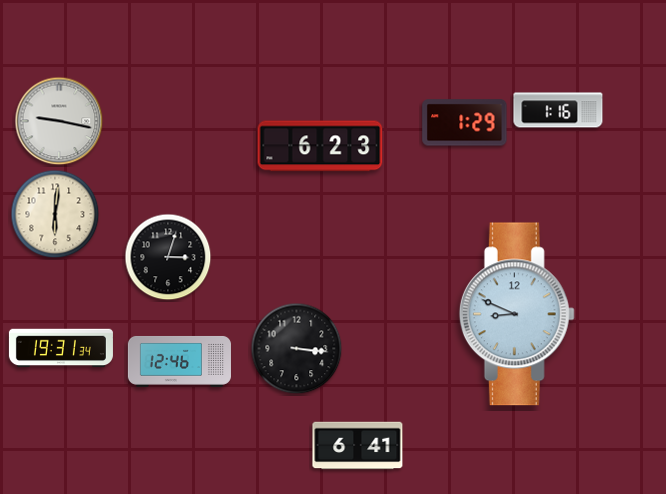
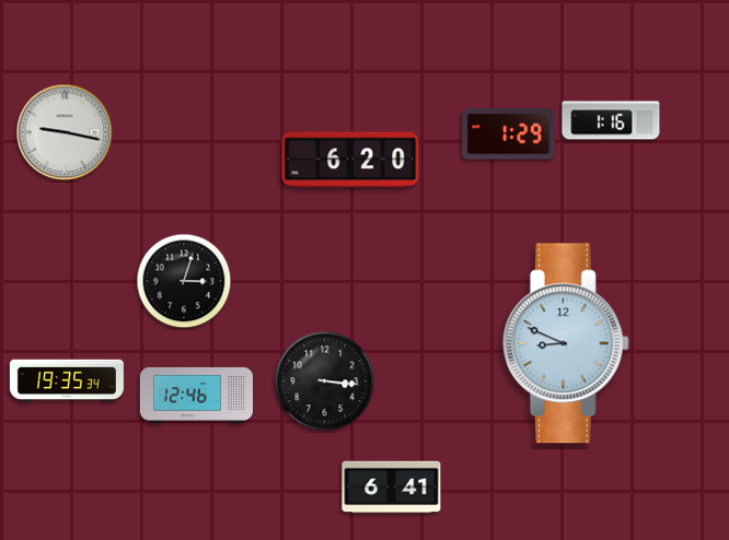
clock at (320, 146): 6:23 -> 6:20
clock at (55, 214): 6:01 -> none
clock at (61, 348): 19:31 -> 19:35
